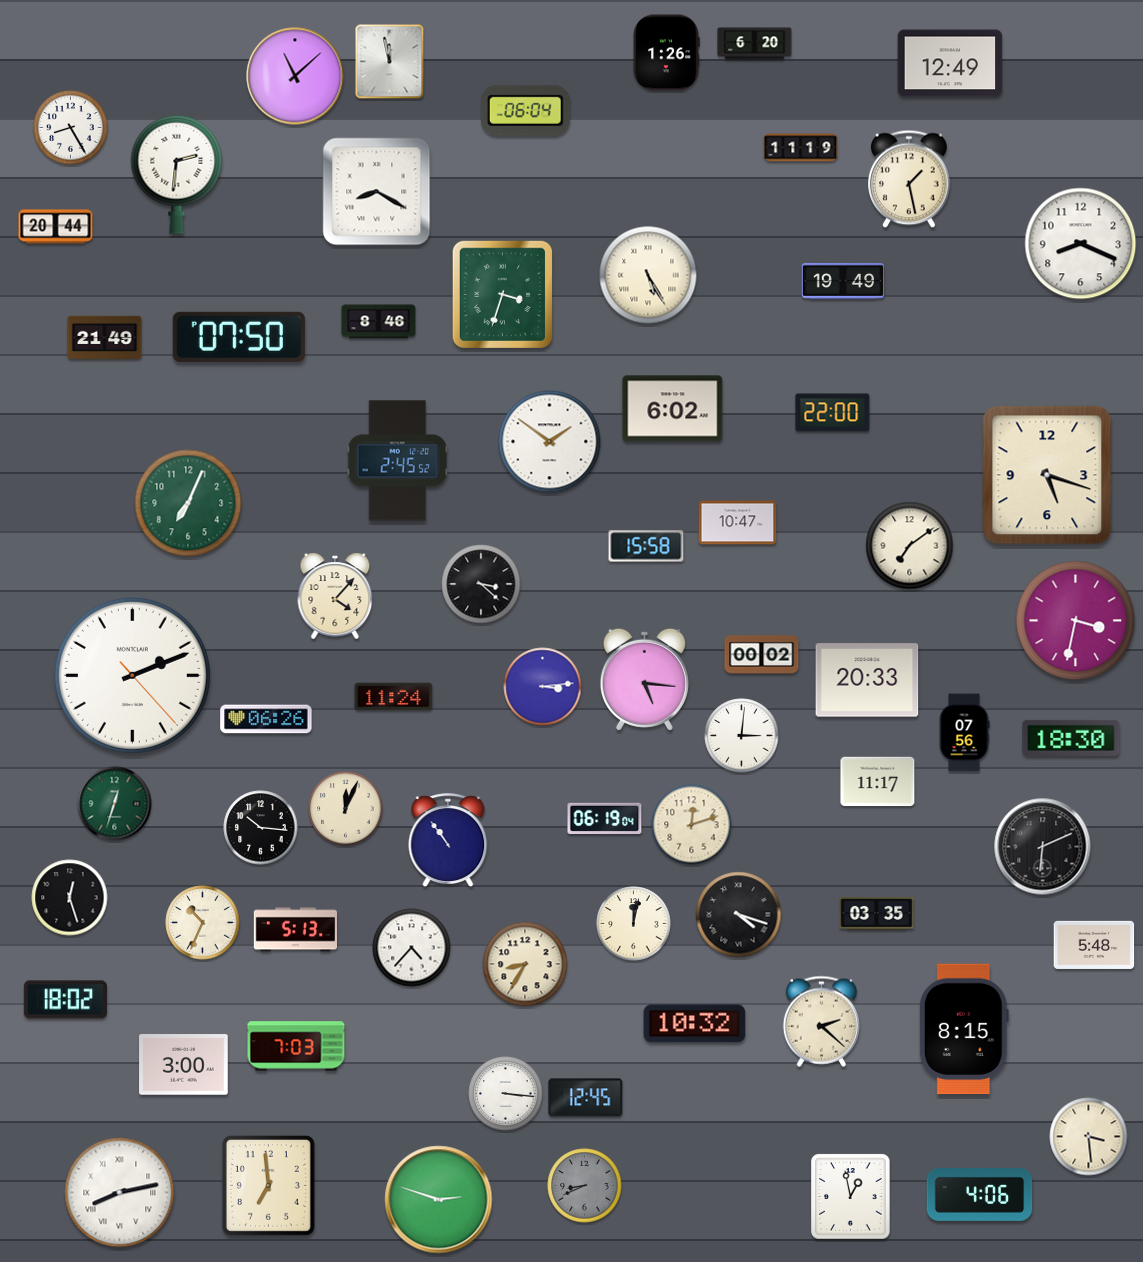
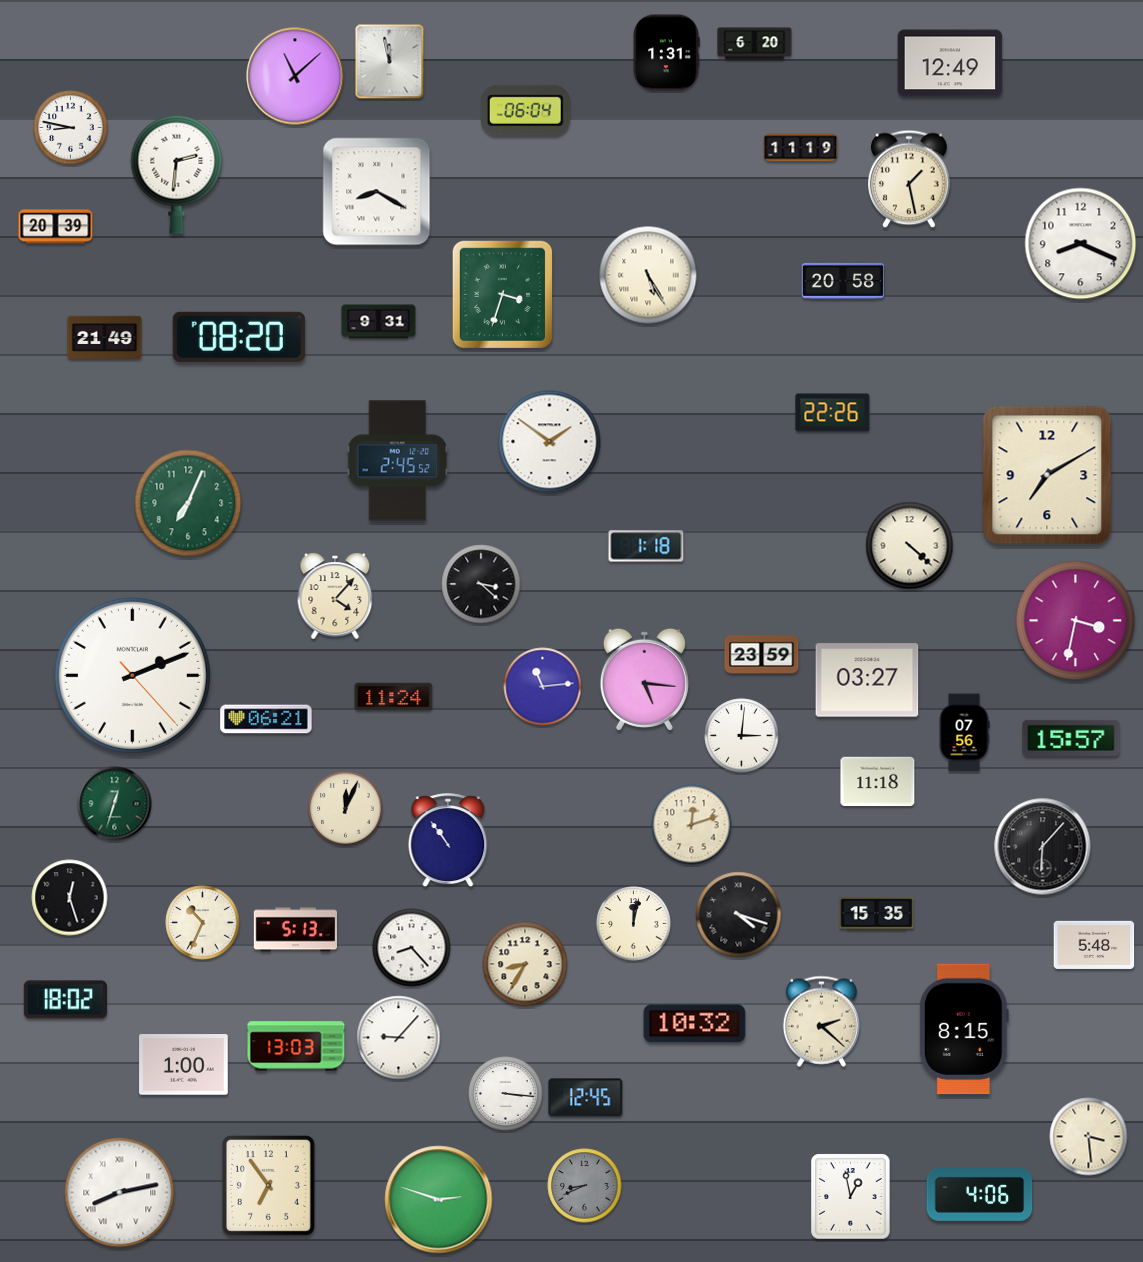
clock at (666, 53): 1:26 -> 1:31
clock at (71, 128): 8:25 -> 8:47
clock at (56, 227): 20:44 -> 20:39
clock at (843, 281): 19:49 -> 20:58
clock at (379, 322): 8:46 -> 9:31
clock at (239, 337): 07:50 -> 08:20
clock at (673, 409): 6:02 -> none
clock at (833, 413): 22:00 -> 22:26
clock at (1047, 475): 5:18 -> 7:10
clock at (738, 523): 10:47 -> none
clock at (646, 546): 15:58 -> 1:18
clock at (910, 546): 7:09 -> 4:22
clock at (762, 655): 00:02 -> 23:59
clock at (867, 680): 20:33 -> 03:27
clock at (543, 687): 3:14 -> 11:14
clock at (266, 719): 06:26 -> 06:21
clock at (1071, 738): 18:30 -> 15:57
clock at (878, 782): 11:17 -> 11:18
clock at (605, 818): 06:19 -> none
clock at (261, 828): 10:16 -> none
clock at (1043, 847): 6:11 -> 6:07
clock at (877, 914): 03:35 -> 15:35
clock at (412, 948): 4:37 -> 8:23
clock at (399, 1038): none -> 9:07
clock at (296, 1046): 7:03 -> 13:03
clock at (184, 1065): 3:00 -> 1:00
clock at (268, 1185): 6:59 -> 6:54
